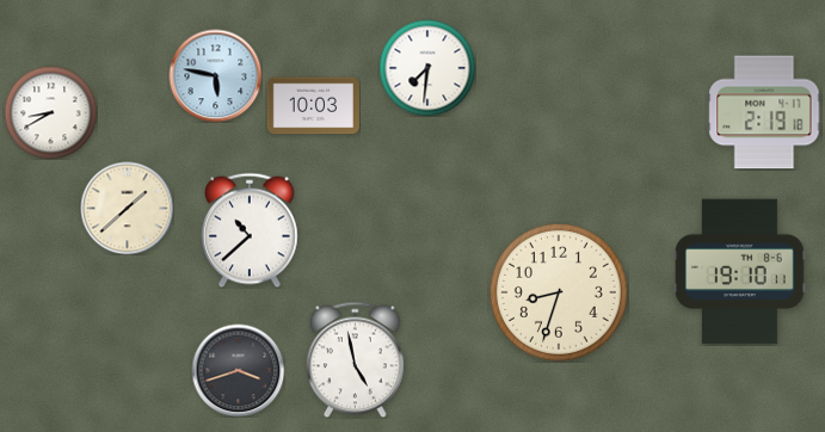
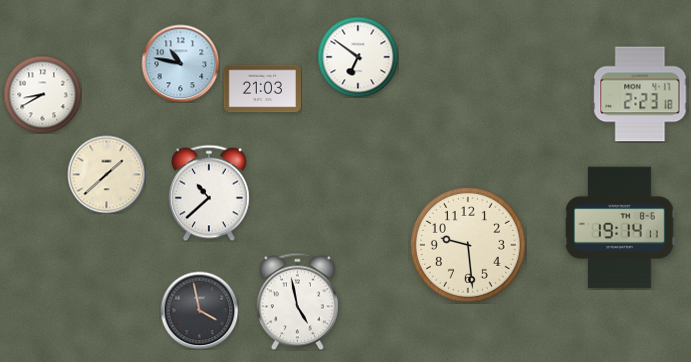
clock at (427, 68): 7:31 -> 6:51
clock at (215, 75): 5:47 -> 10:47
clock at (313, 106): 10:03 -> 21:03
clock at (764, 112): 2:19 -> 2:23
clock at (740, 272): 19:10 -> 19:14
clock at (559, 292): 8:33 -> 9:29
clock at (238, 370): 3:42 -> 3:58
